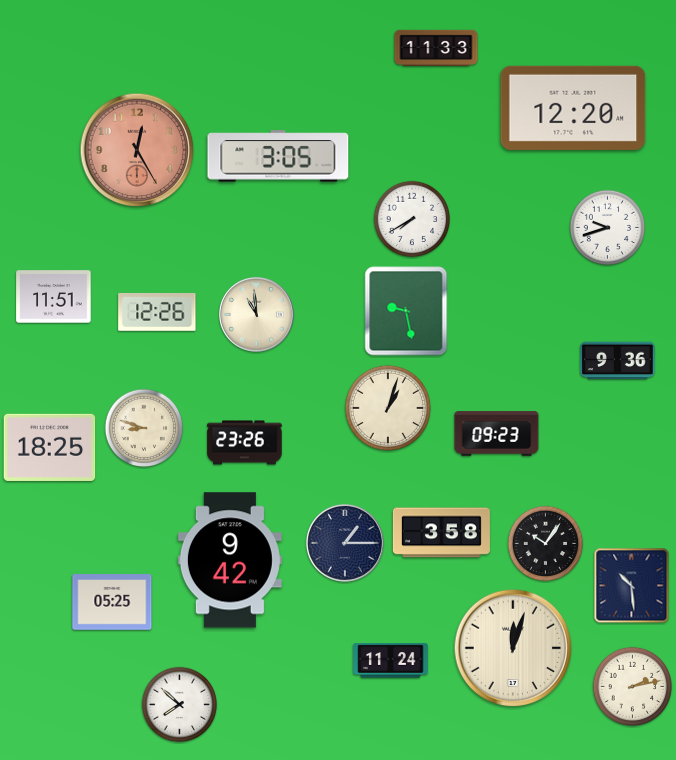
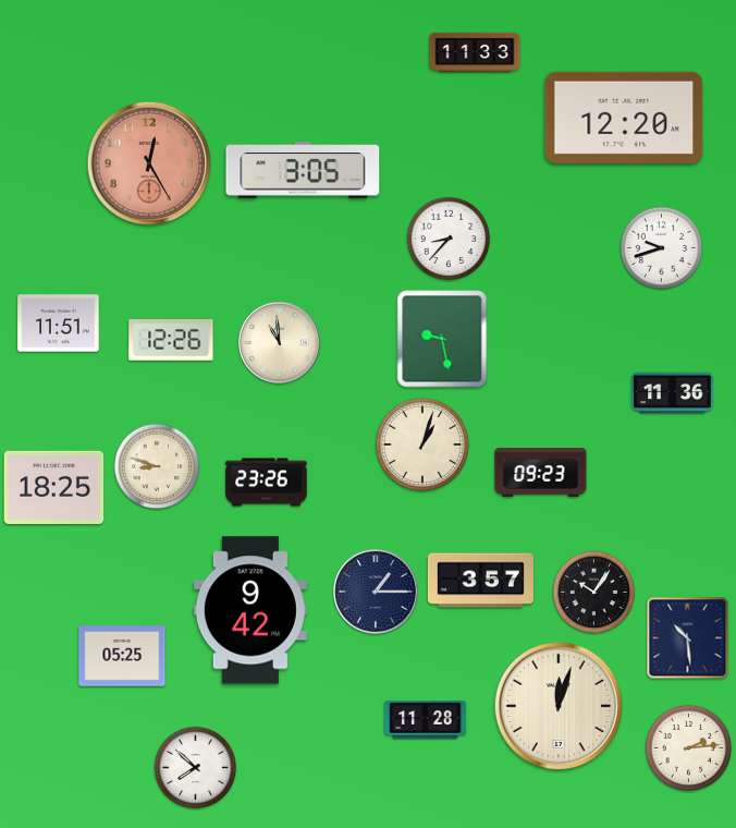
clock at (412, 219): 7:40 -> 8:37
clock at (618, 361): 9:36 -> 11:36
clock at (441, 533): 3:58 -> 3:57
clock at (391, 661): 11:24 -> 11:28
clock at (633, 687): 2:13 -> 2:14
